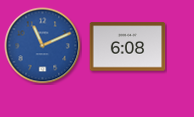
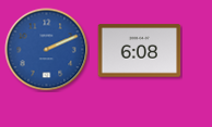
clock at (43, 46): 11:11 -> 2:11
